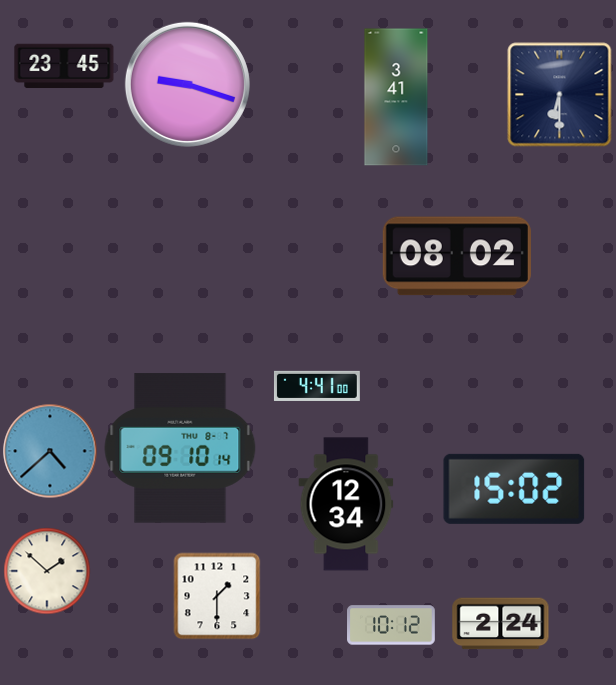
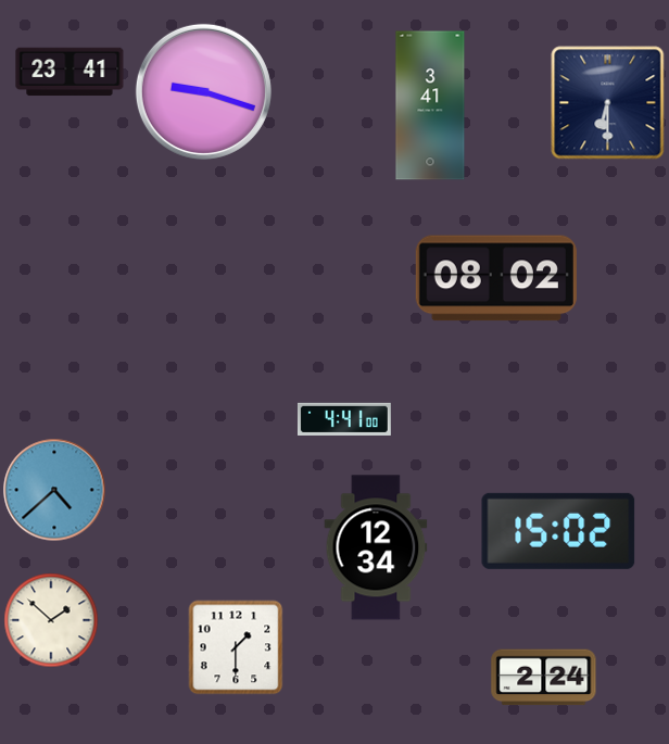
clock at (64, 66): 23:45 -> 23:41
clock at (180, 448): 09:10 -> none
clock at (391, 625): 10:12 -> none
